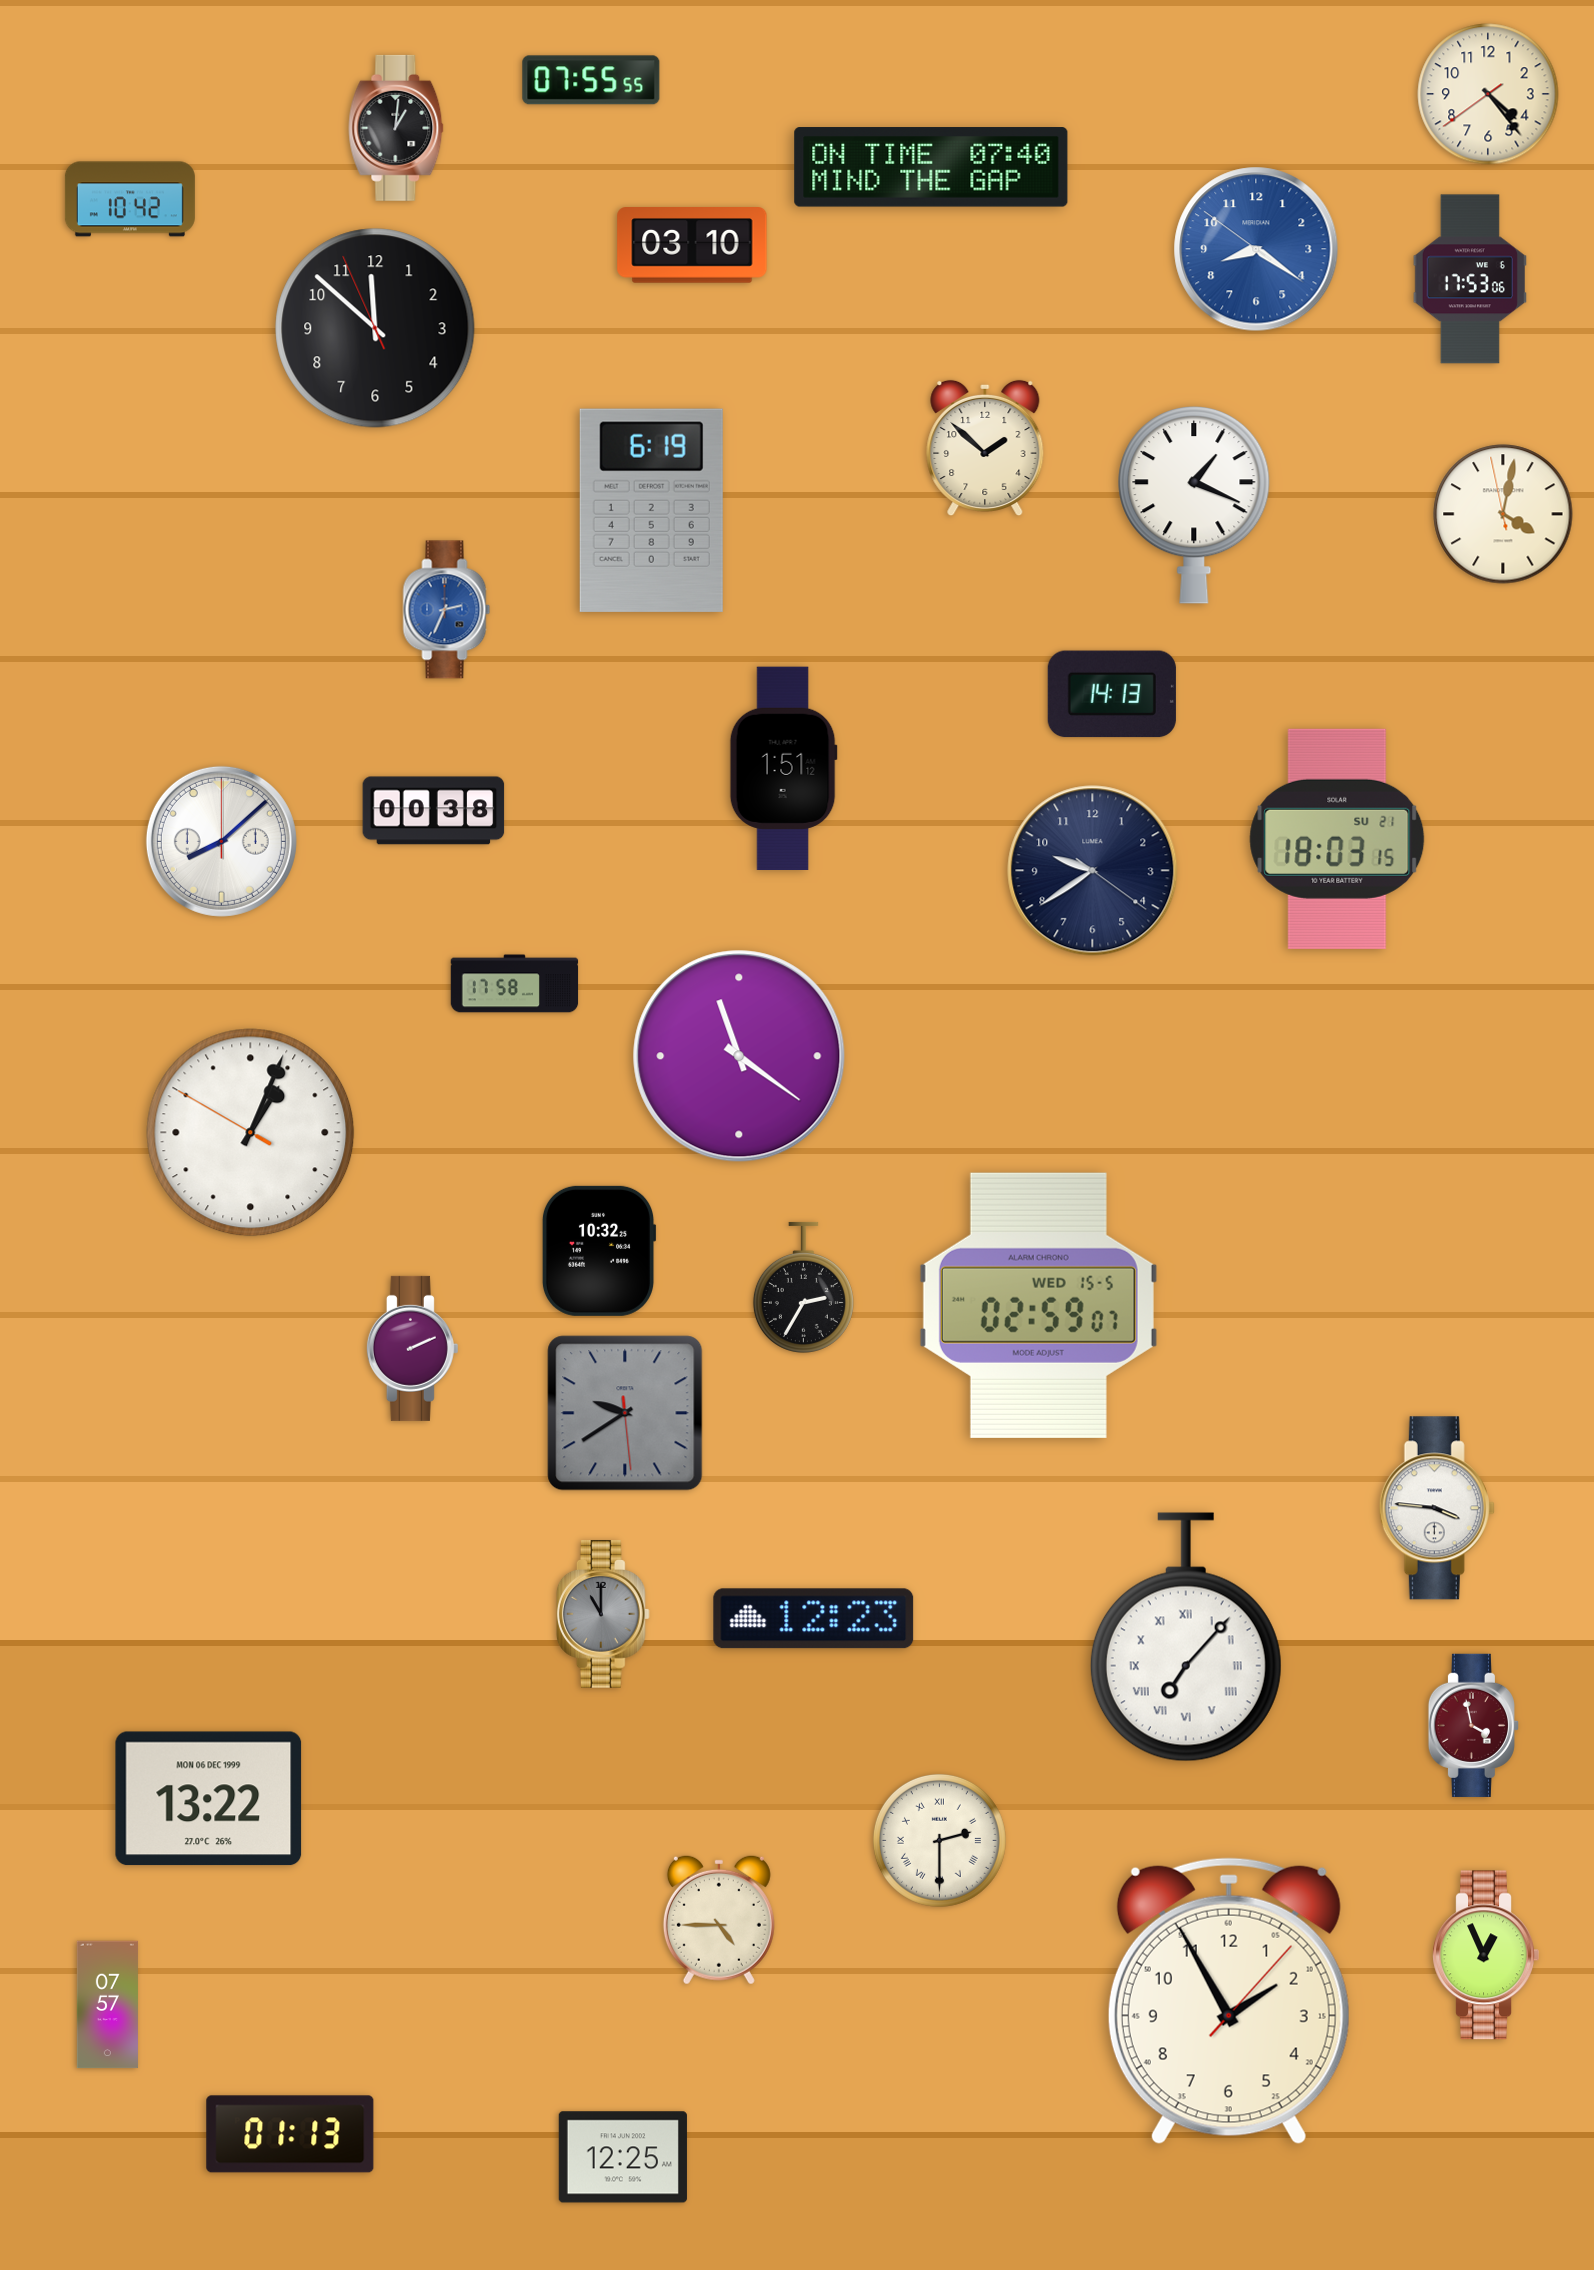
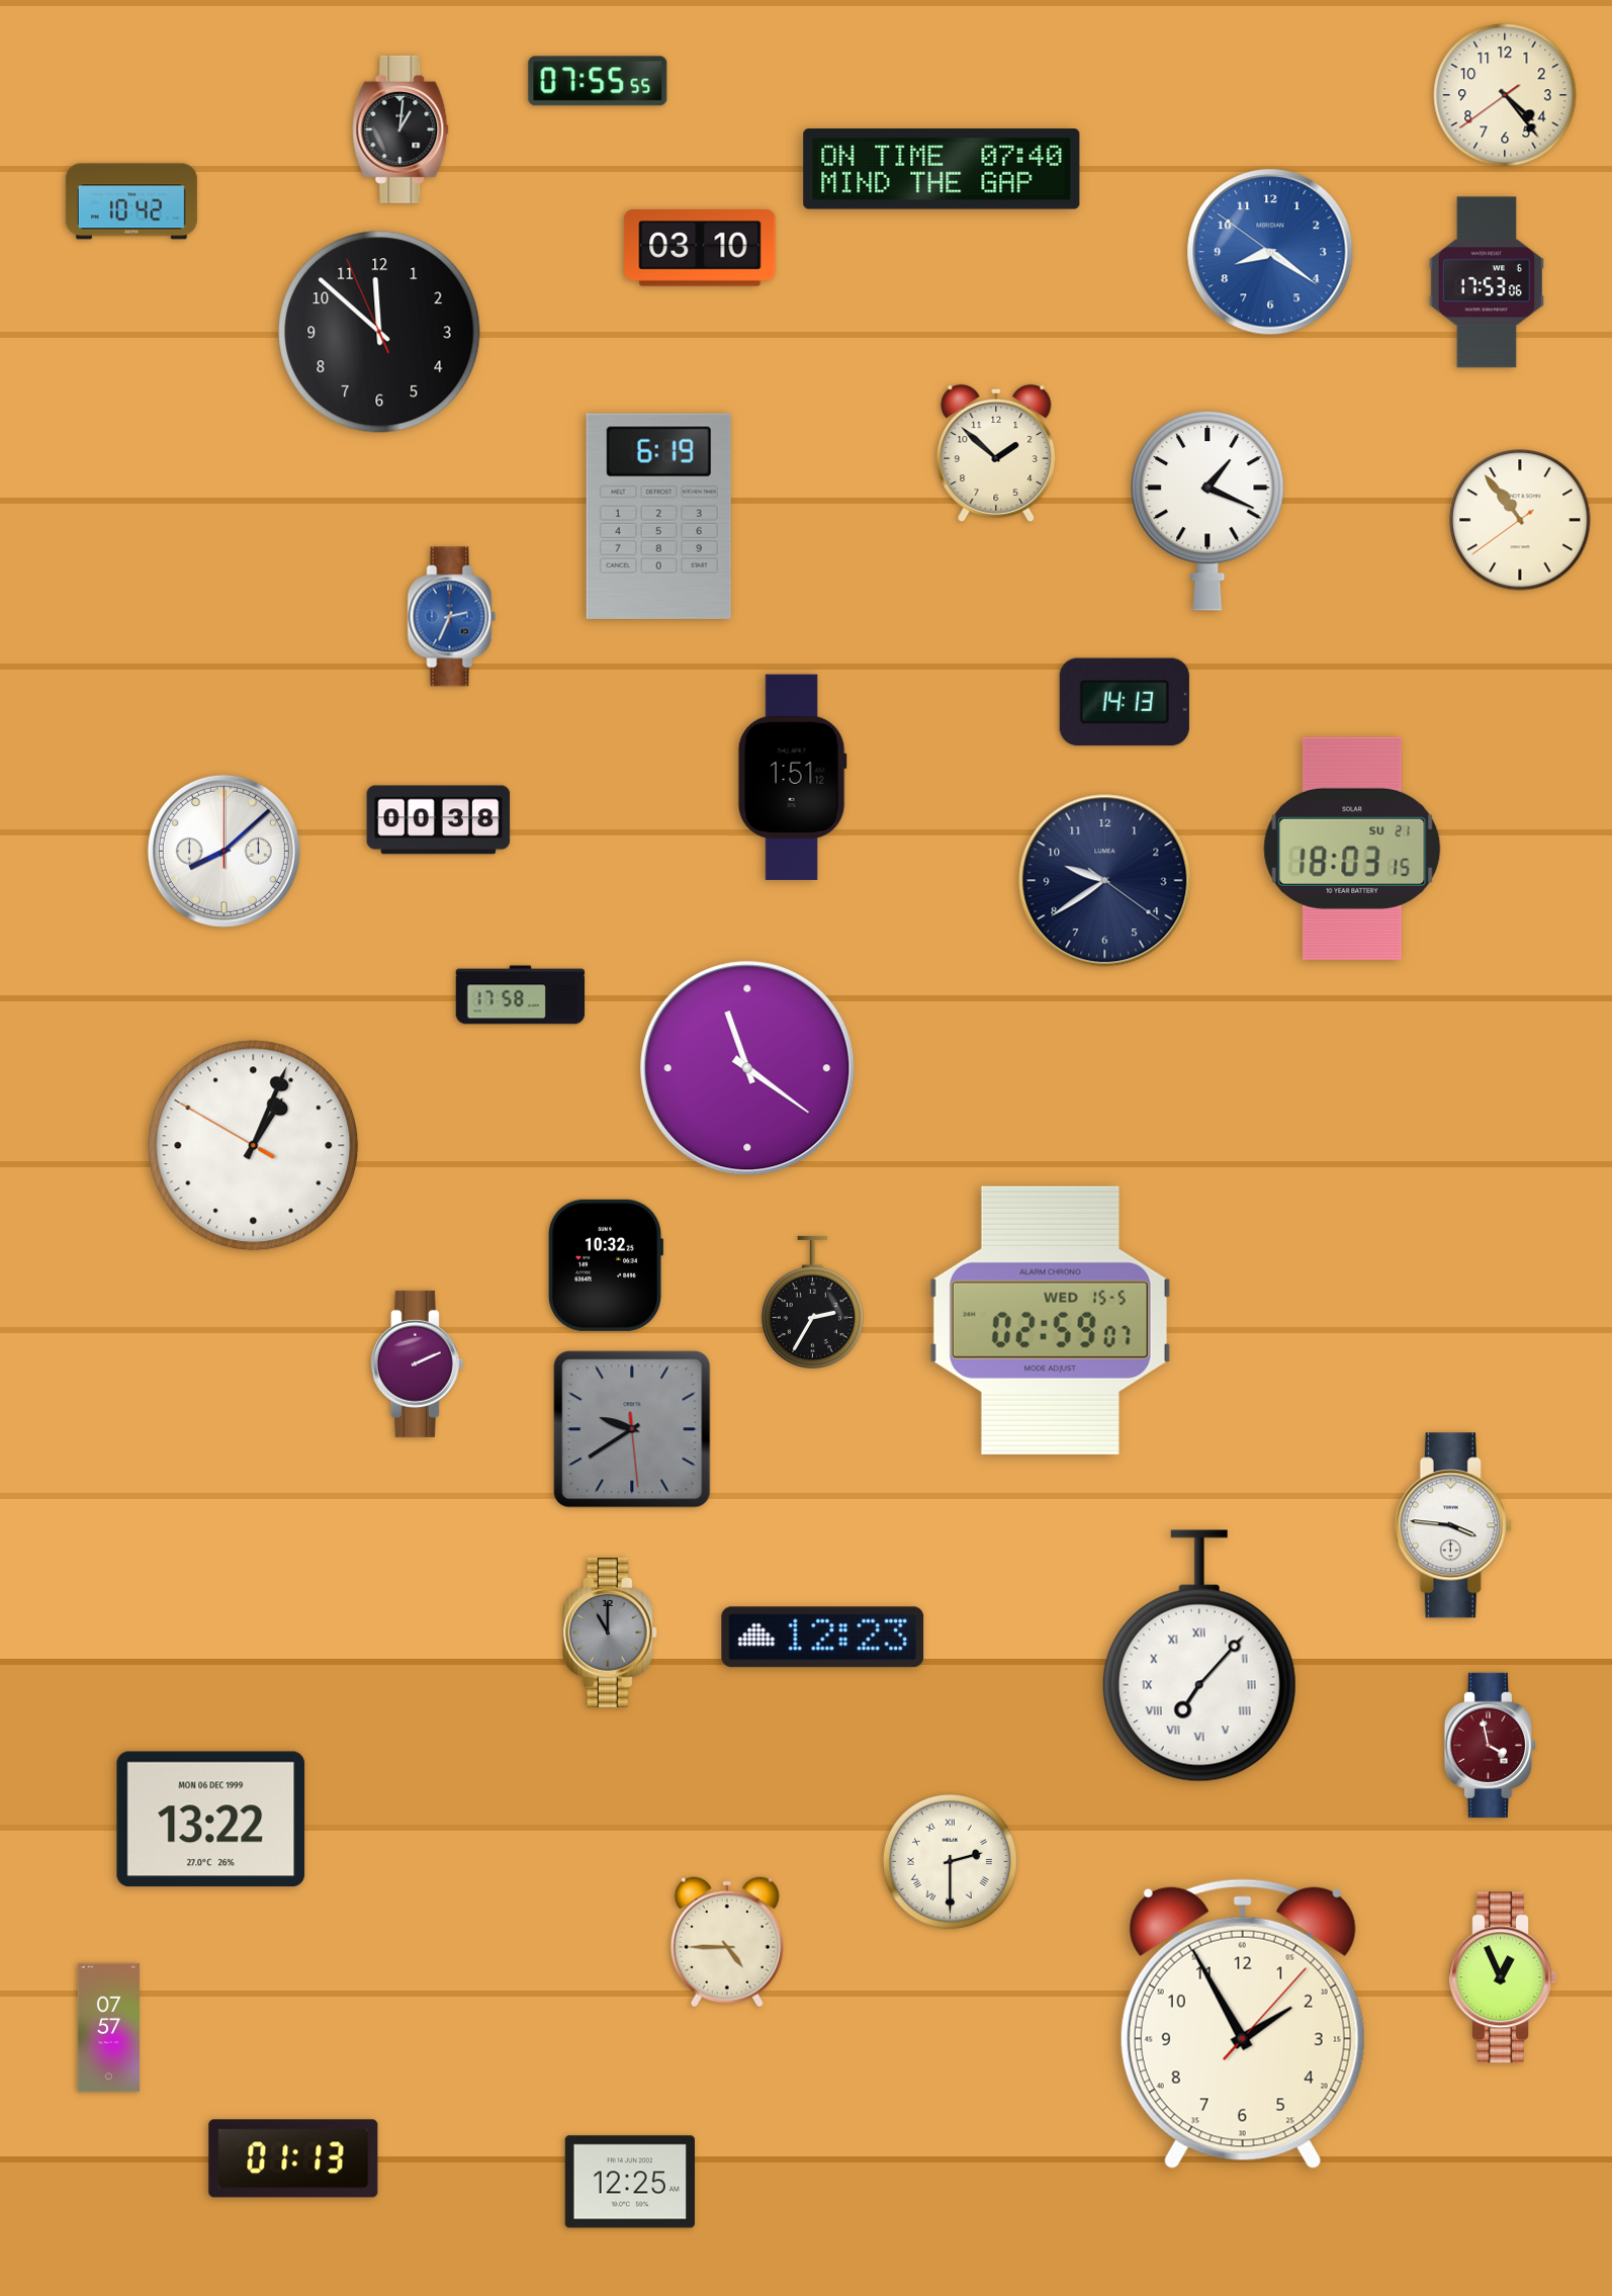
clock at (1503, 514): 4:01 -> 10:53
